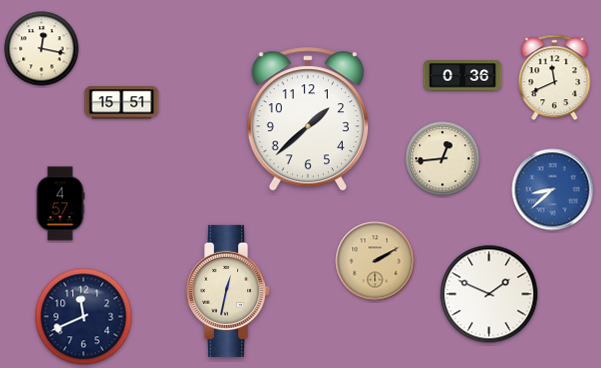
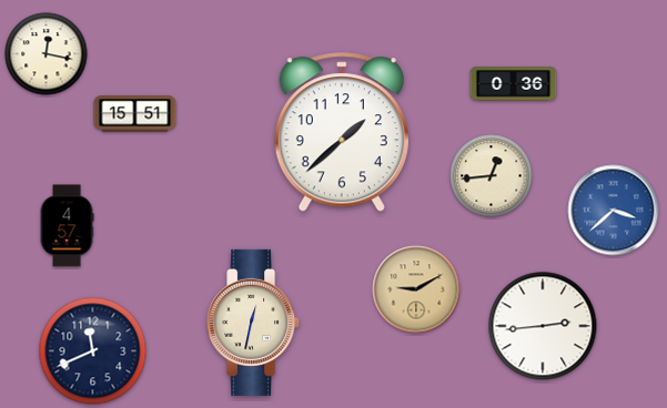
clock at (555, 78): 11:41 -> none
clock at (553, 190): 8:38 -> 3:38
clock at (375, 261): 2:10 -> 9:10
clock at (489, 294): 1:49 -> 2:44
